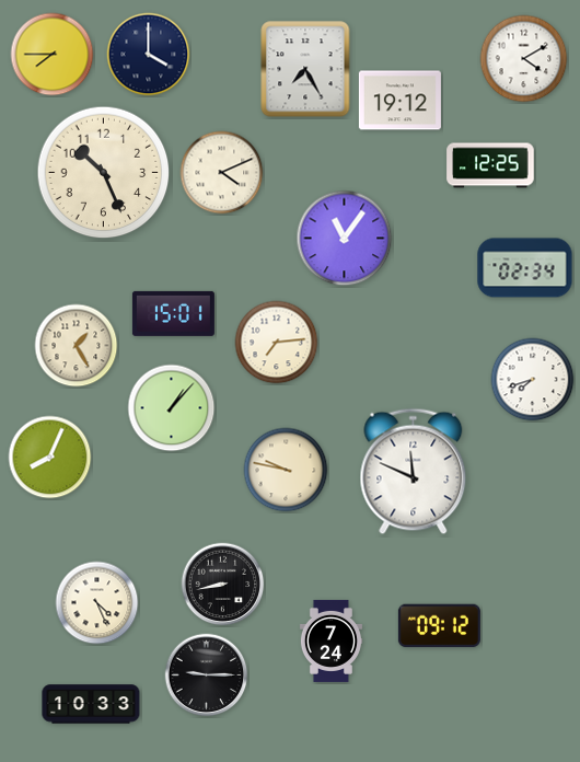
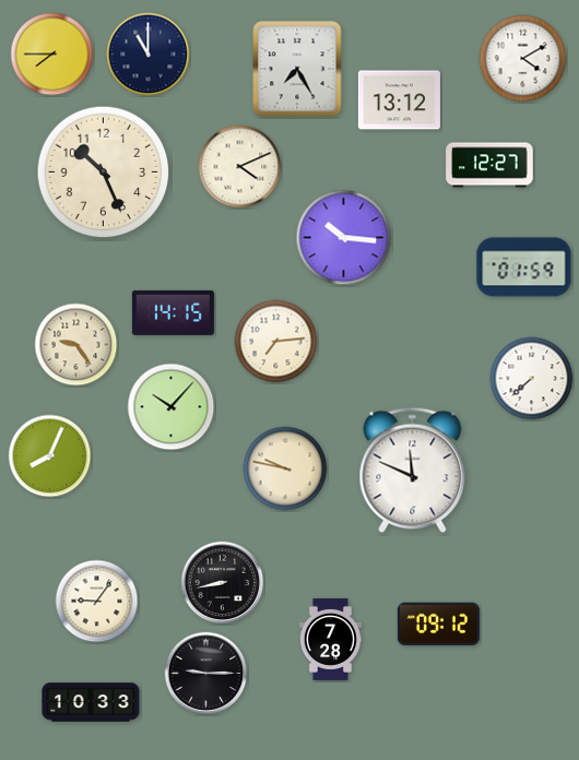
clock at (149, 55): 4:00 -> 11:00
clock at (305, 69) position: (305, 69) -> (297, 69)
clock at (399, 101): 19:12 -> 13:12
clock at (490, 165): 12:25 -> 12:27
clock at (222, 173) position: (222, 173) -> (240, 167)
clock at (345, 239): 11:06 -> 10:16
clock at (525, 268): 02:34 -> 01:59
clock at (173, 313): 15:01 -> 14:15
clock at (77, 346): 1:25 -> 9:24
clock at (533, 380): 7:42 -> 7:38
clock at (172, 408): 1:07 -> 10:07
clock at (97, 603): 4:26 -> 9:06
clock at (330, 640): 7:24 -> 7:28
